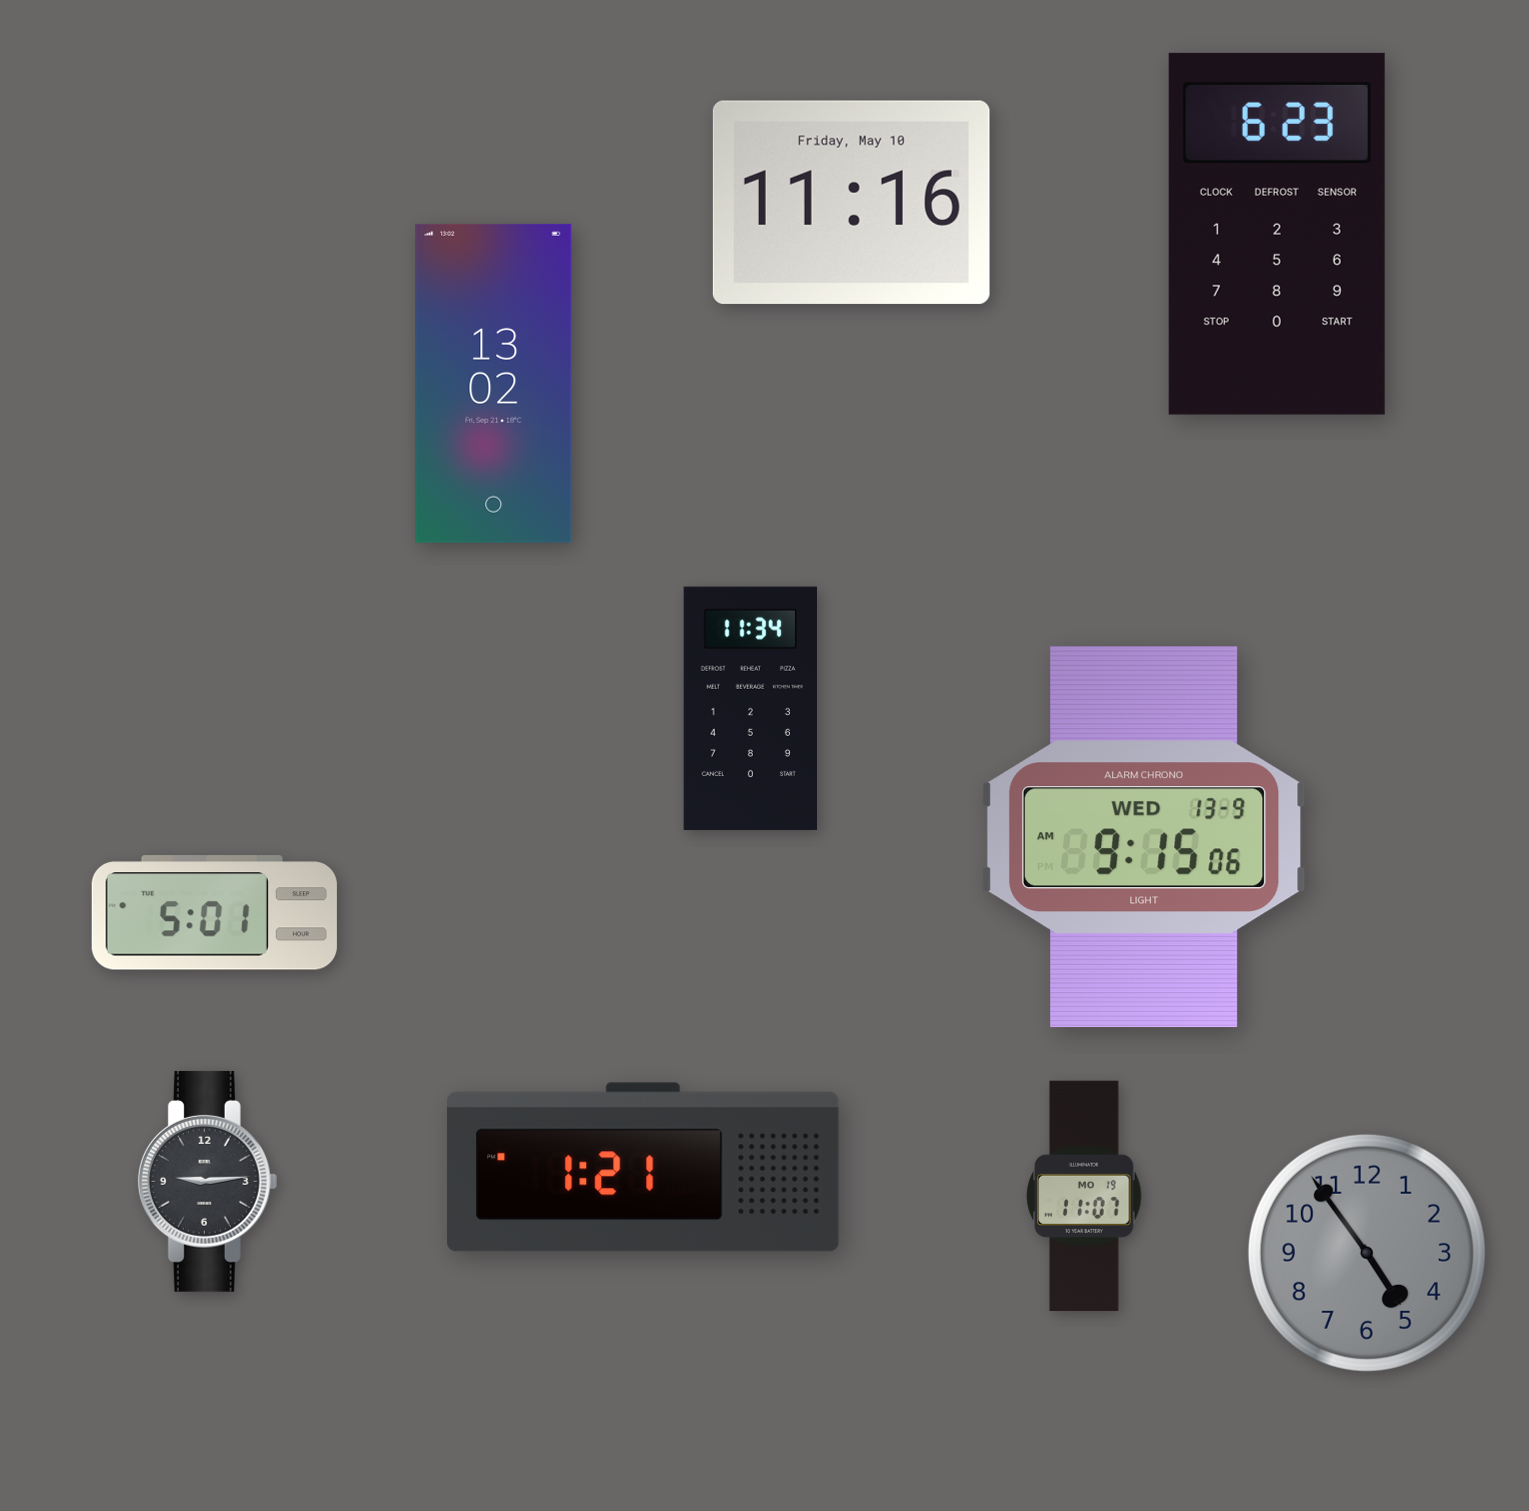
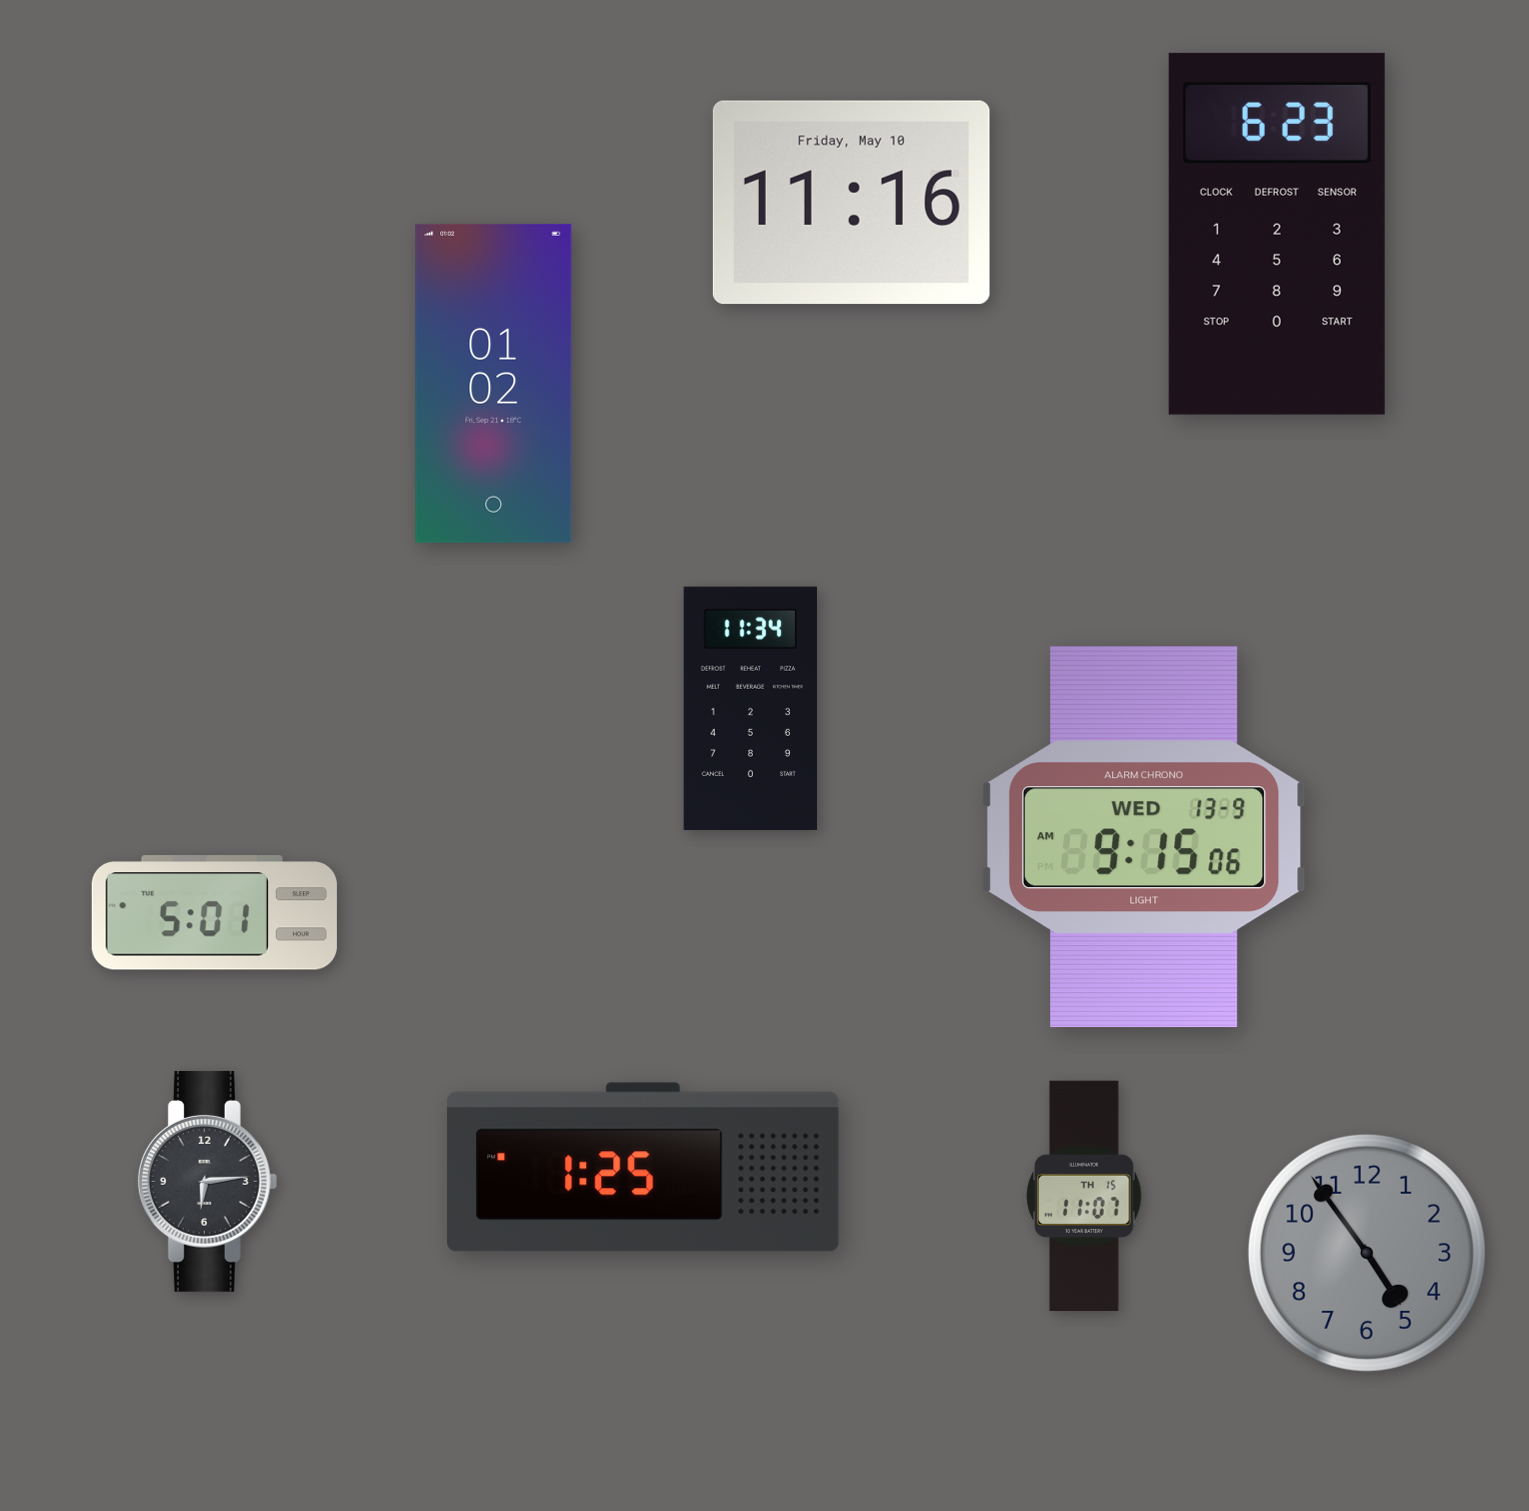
clock at (494, 383): 13:02 -> 01:02
clock at (643, 1167): 1:21 -> 1:25
clock at (208, 1181): 9:14 -> 6:14
clock at (1084, 1196) date: MO 19 -> TH 15
